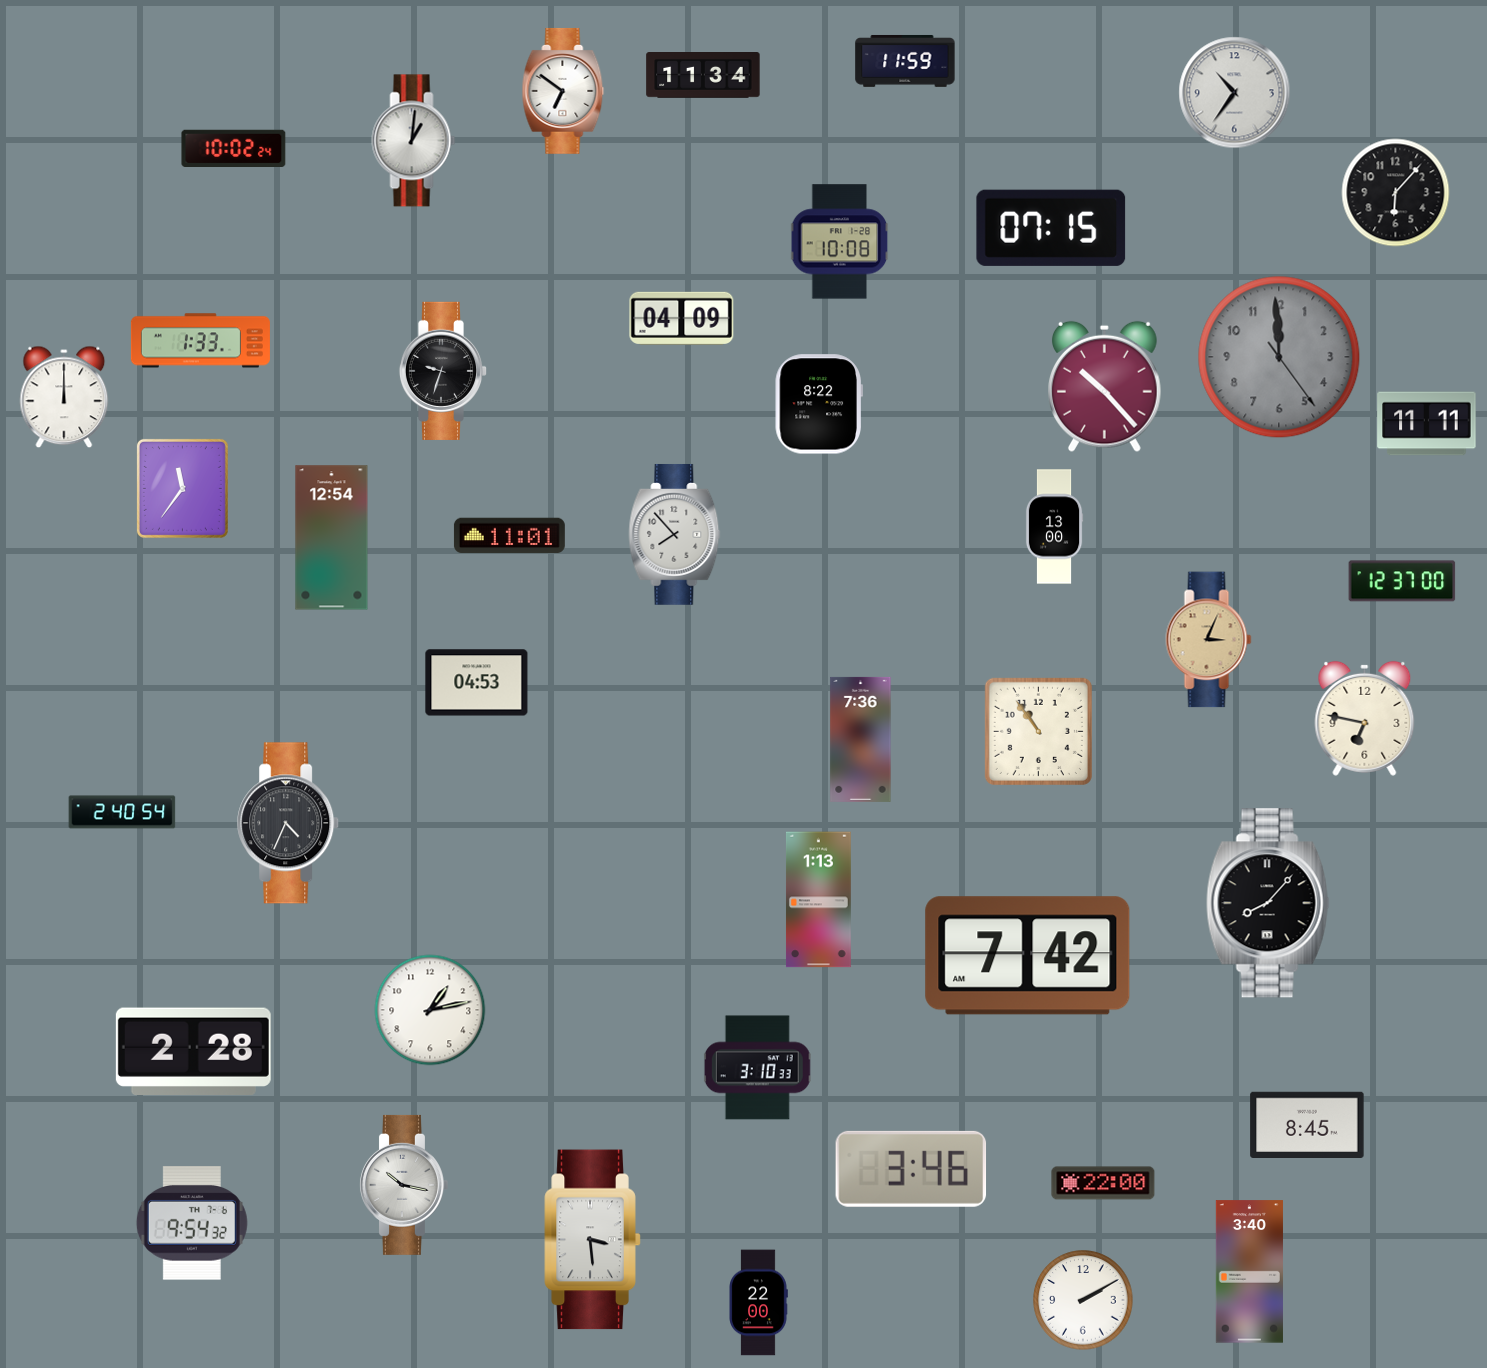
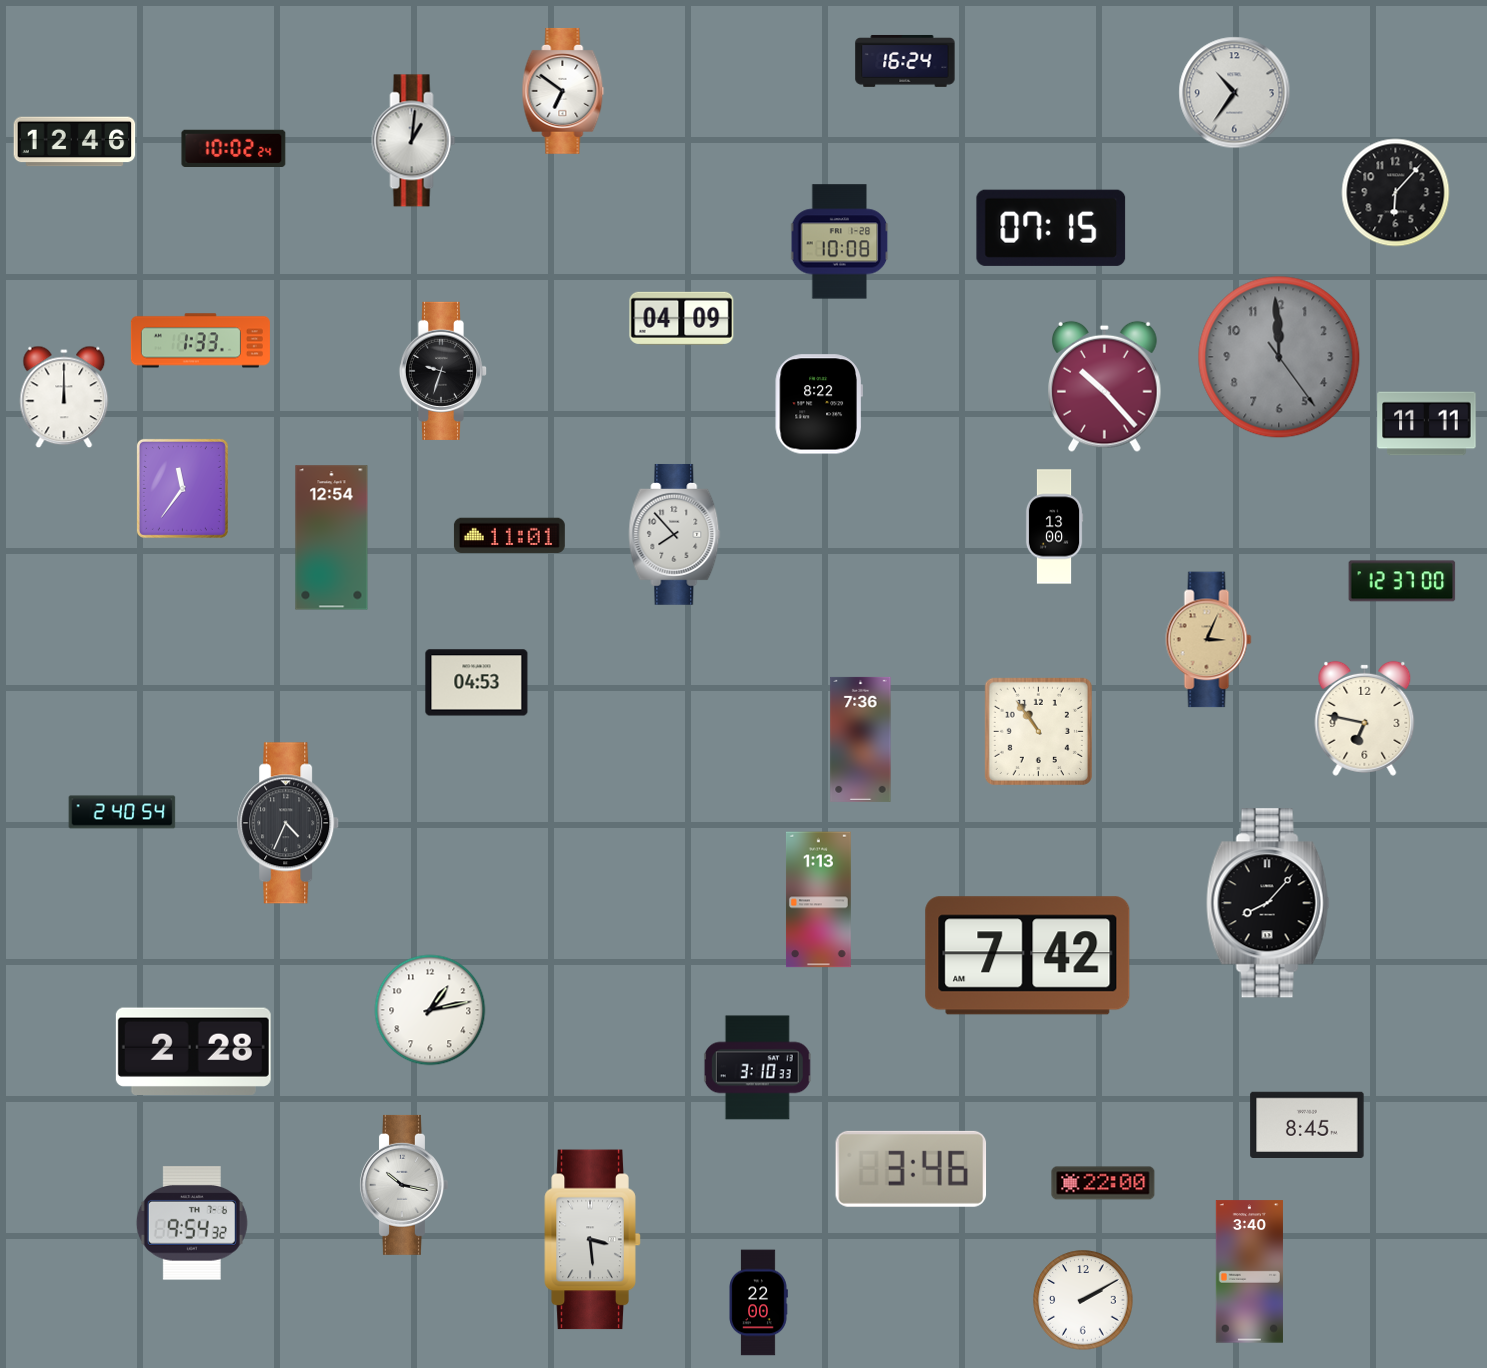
clock at (905, 61): 11:59 -> 16:24
clock at (703, 76): 11:34 -> none
clock at (75, 142): none -> 12:46
